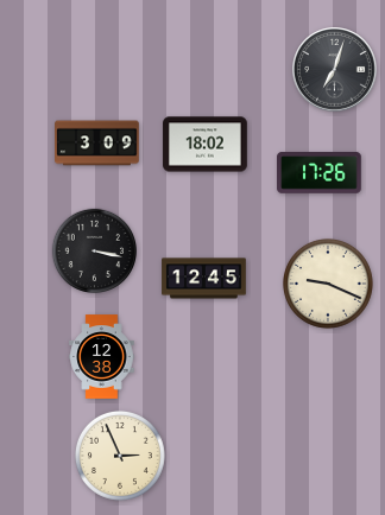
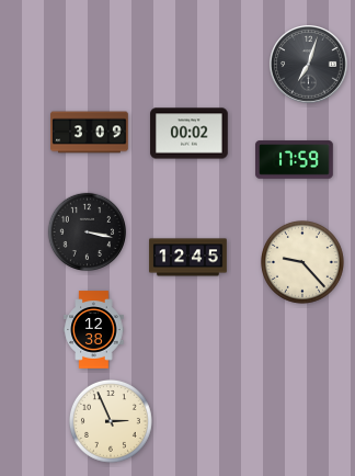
clock at (206, 145): 18:02 -> 00:02
clock at (320, 173): 17:26 -> 17:59
clock at (328, 284): 9:19 -> 9:23
